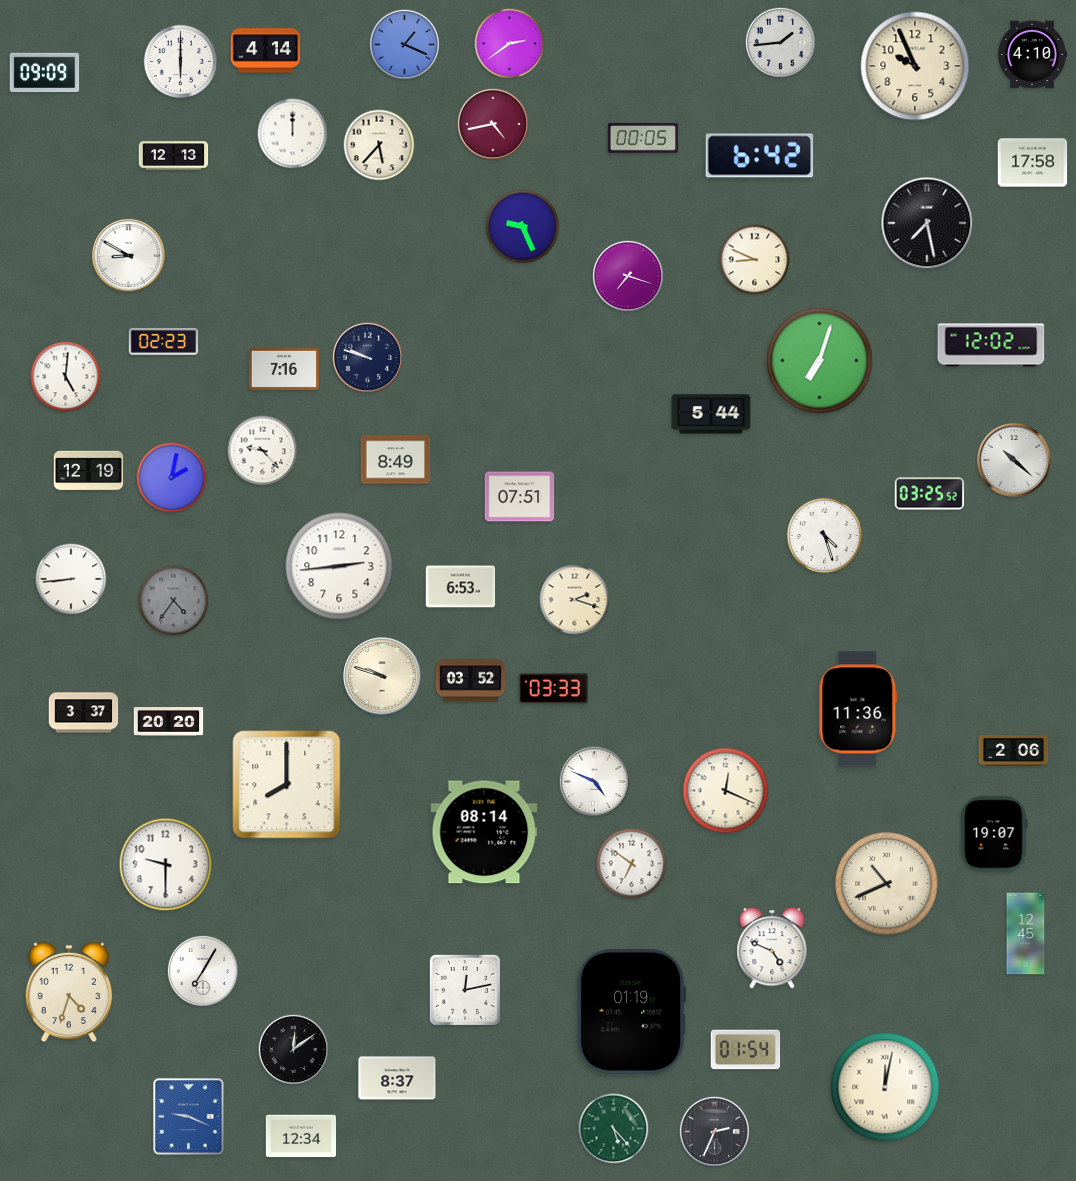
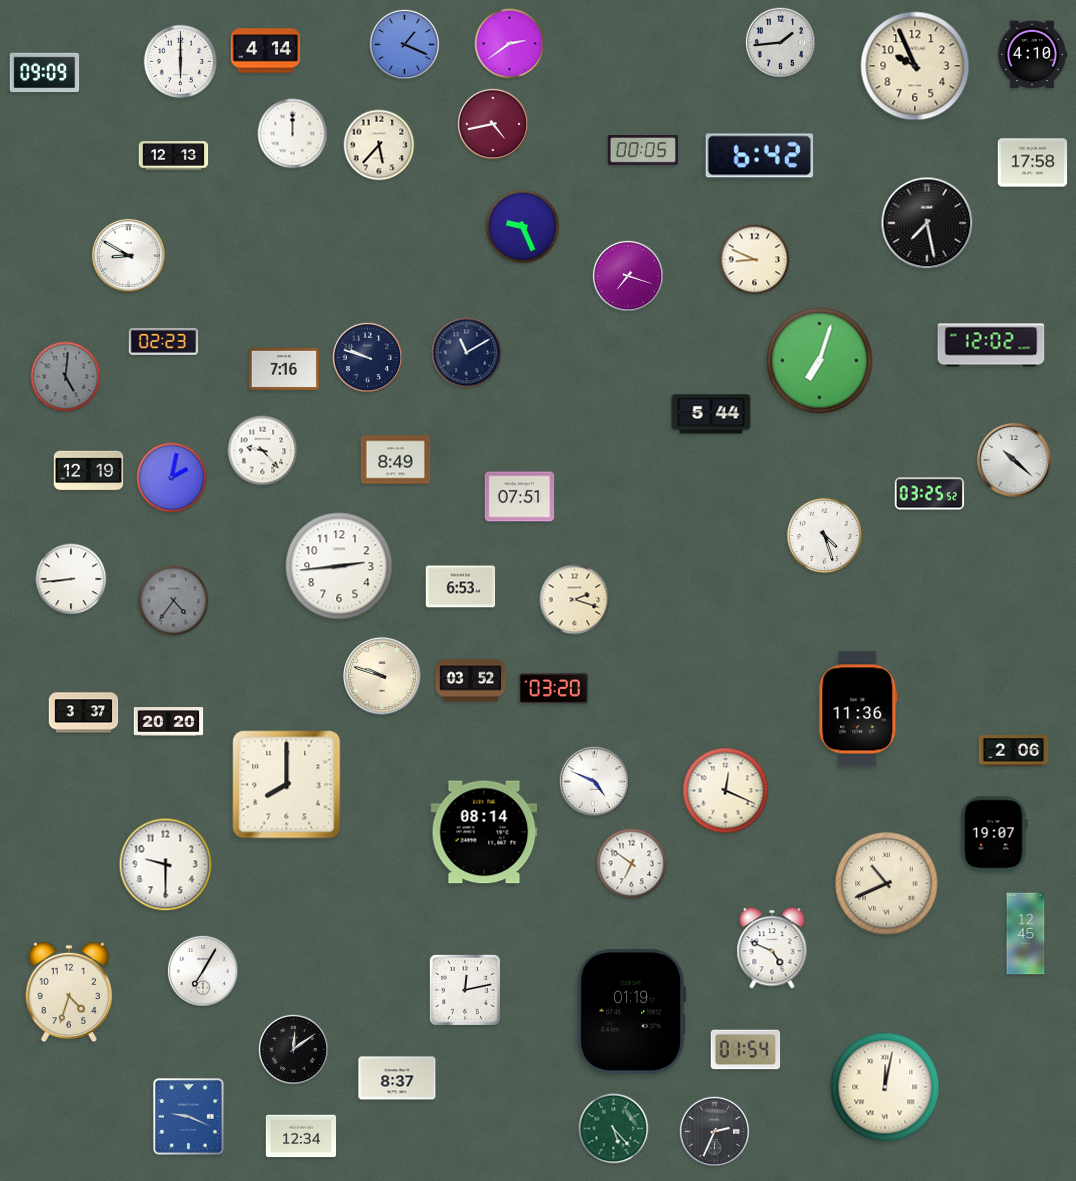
clock at (642, 139) position: (642, 139) -> (642, 151)
clock at (467, 353): none -> 11:10
clock at (66, 377) dial: white -> grey
clock at (554, 689): 03:33 -> 03:20
